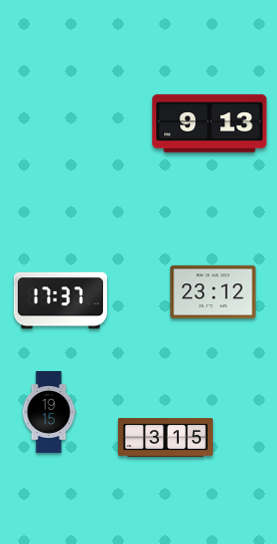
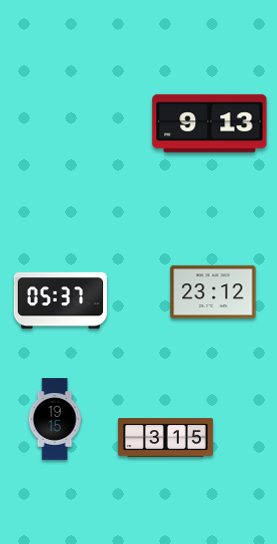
clock at (60, 301): 17:37 -> 05:37
clock at (49, 412) position: (49, 412) -> (55, 419)
